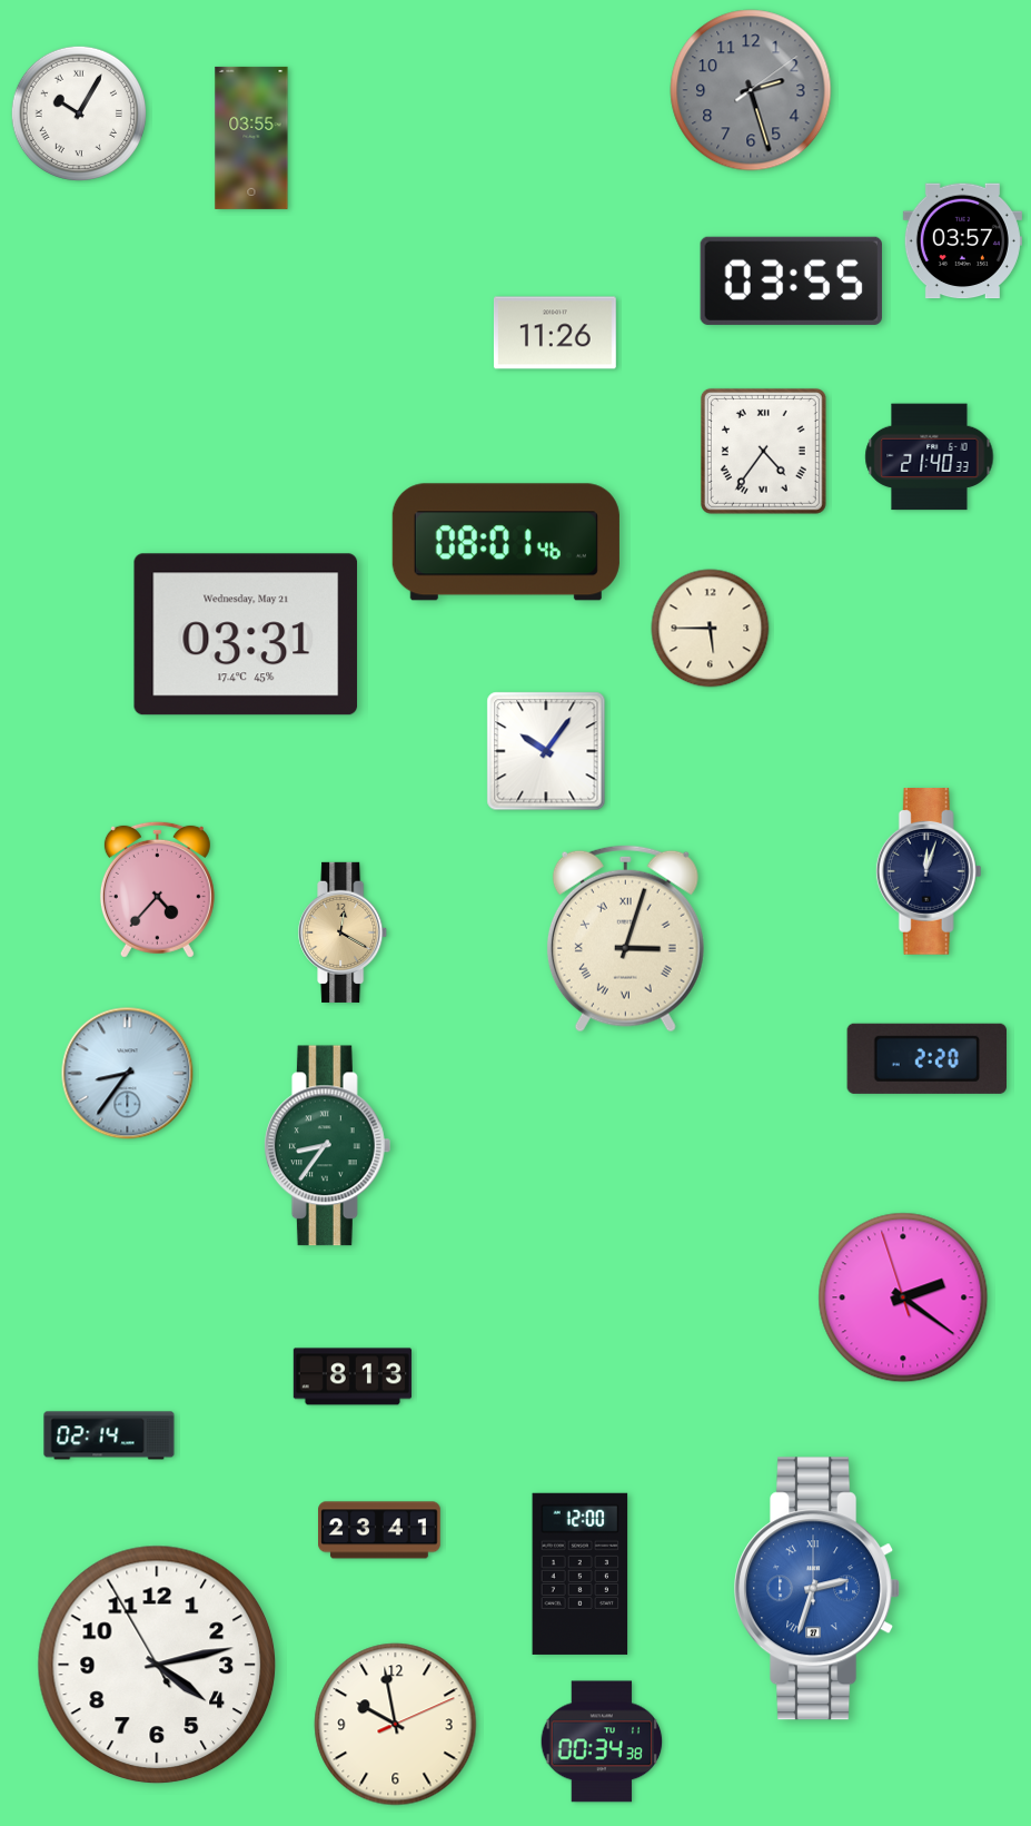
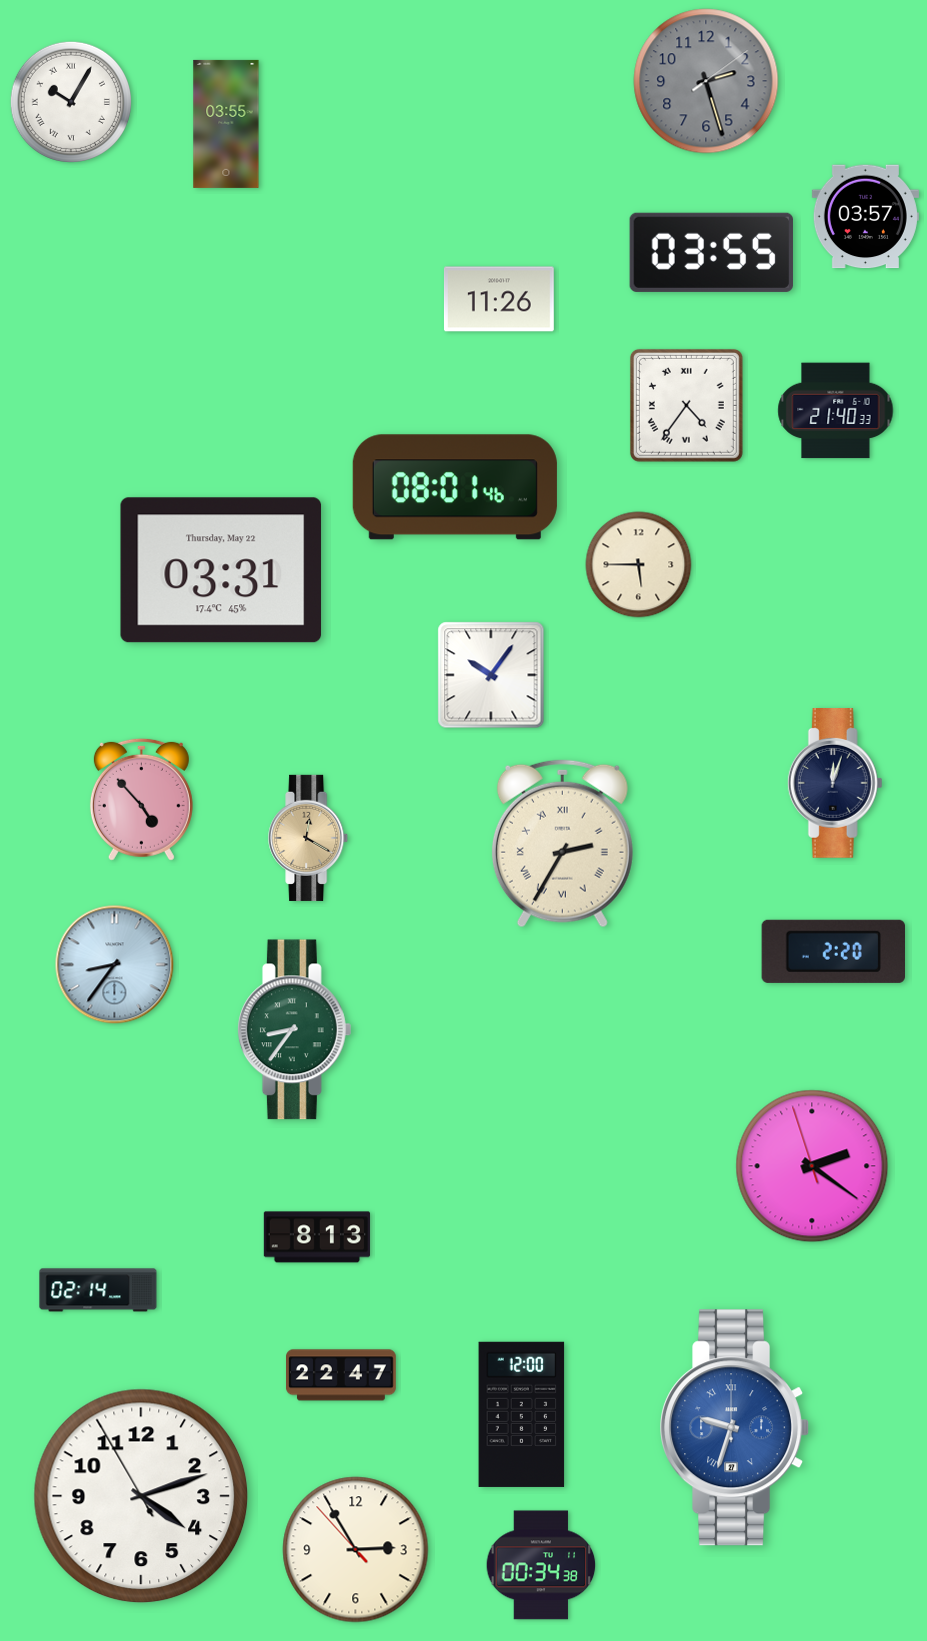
clock at (751, 90) position: (751, 90) -> (706, 81)
clock at (246, 634) date: Wednesday, May 21 -> Thursday, May 22
clock at (157, 889): 4:37 -> 4:53
clock at (625, 939): 3:03 -> 2:35
clock at (380, 1530): 23:41 -> 22:47
clock at (817, 1589): 2:33 -> 9:33
clock at (157, 1665): 4:12 -> 4:11
clock at (396, 1725): 9:58 -> 2:54
